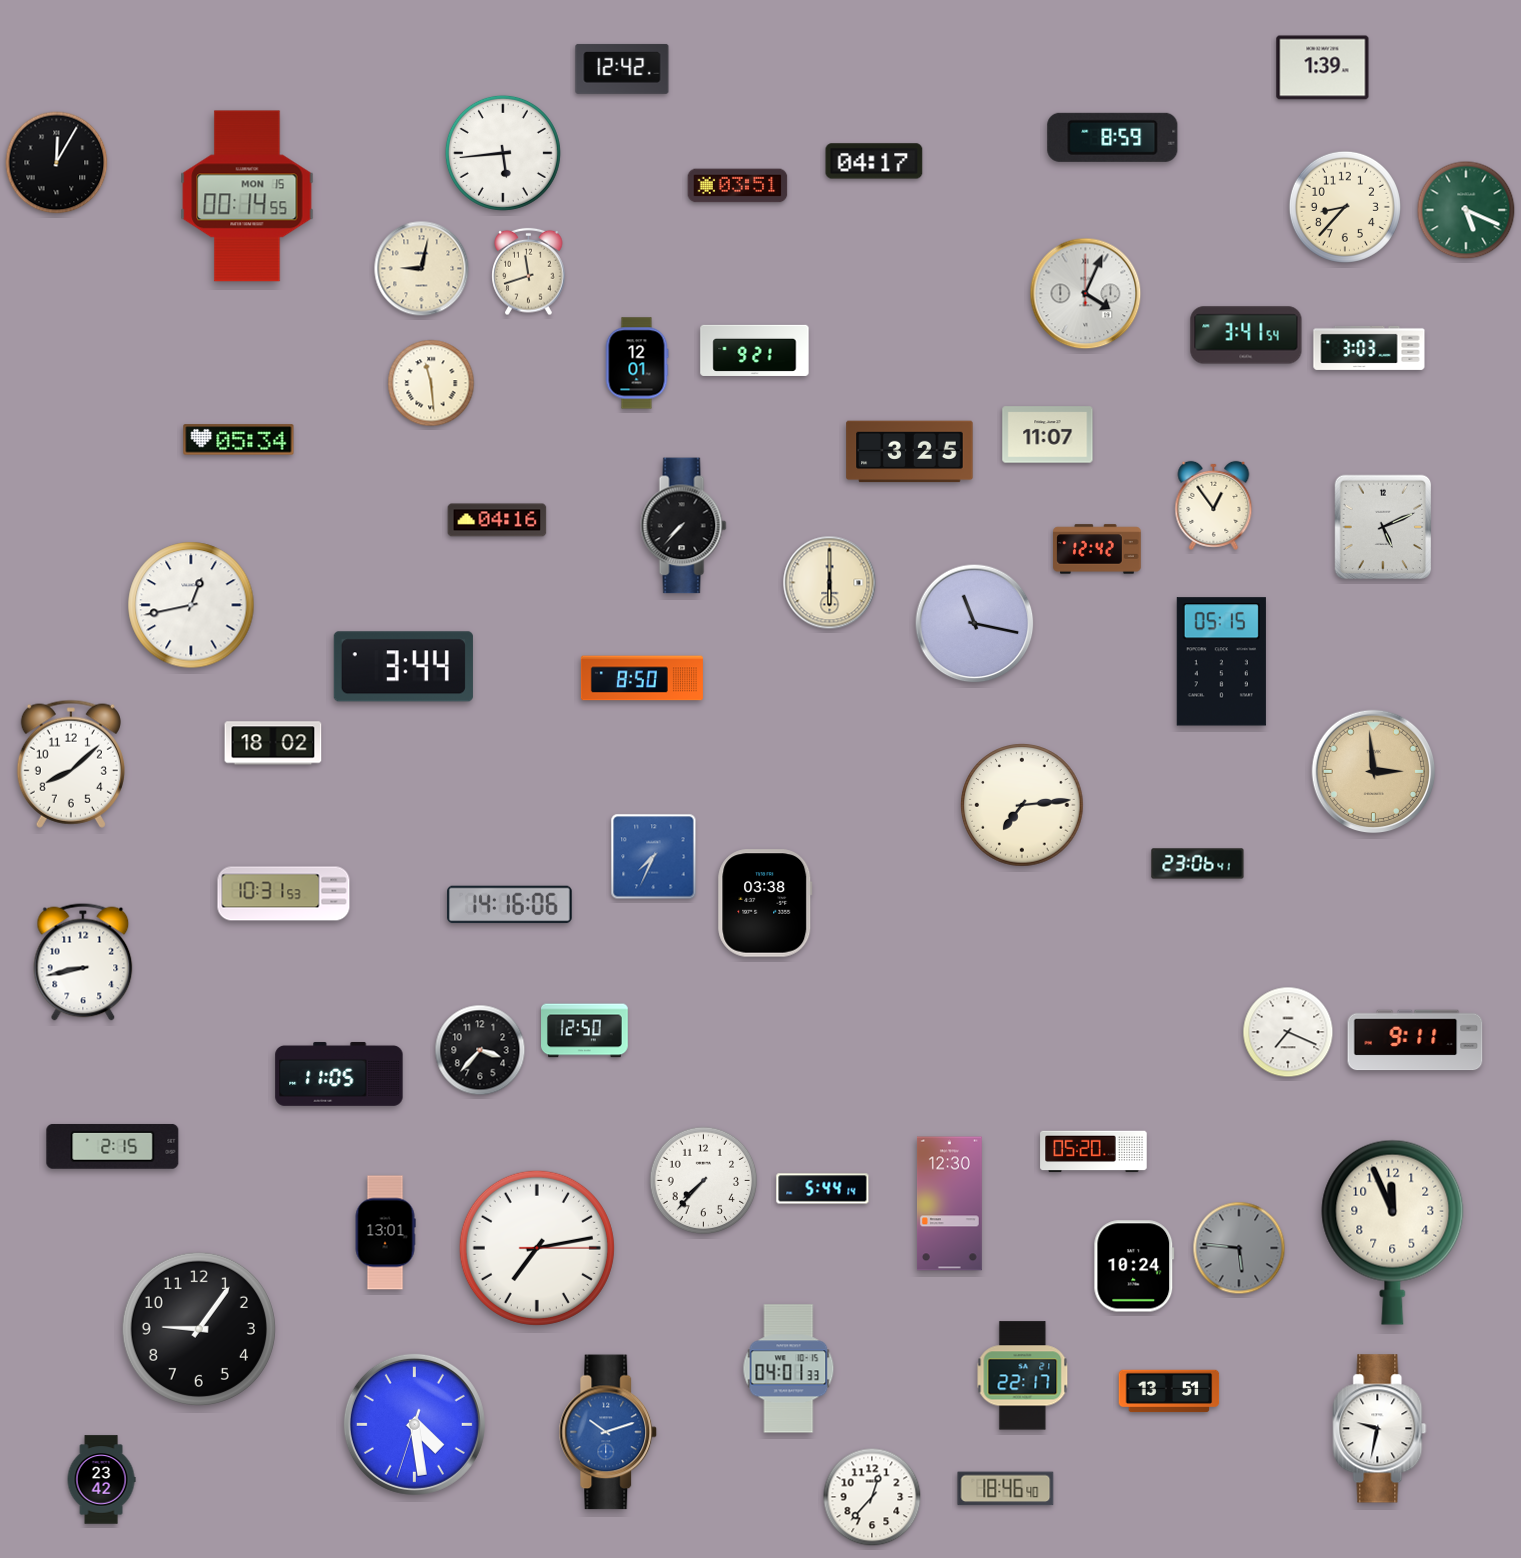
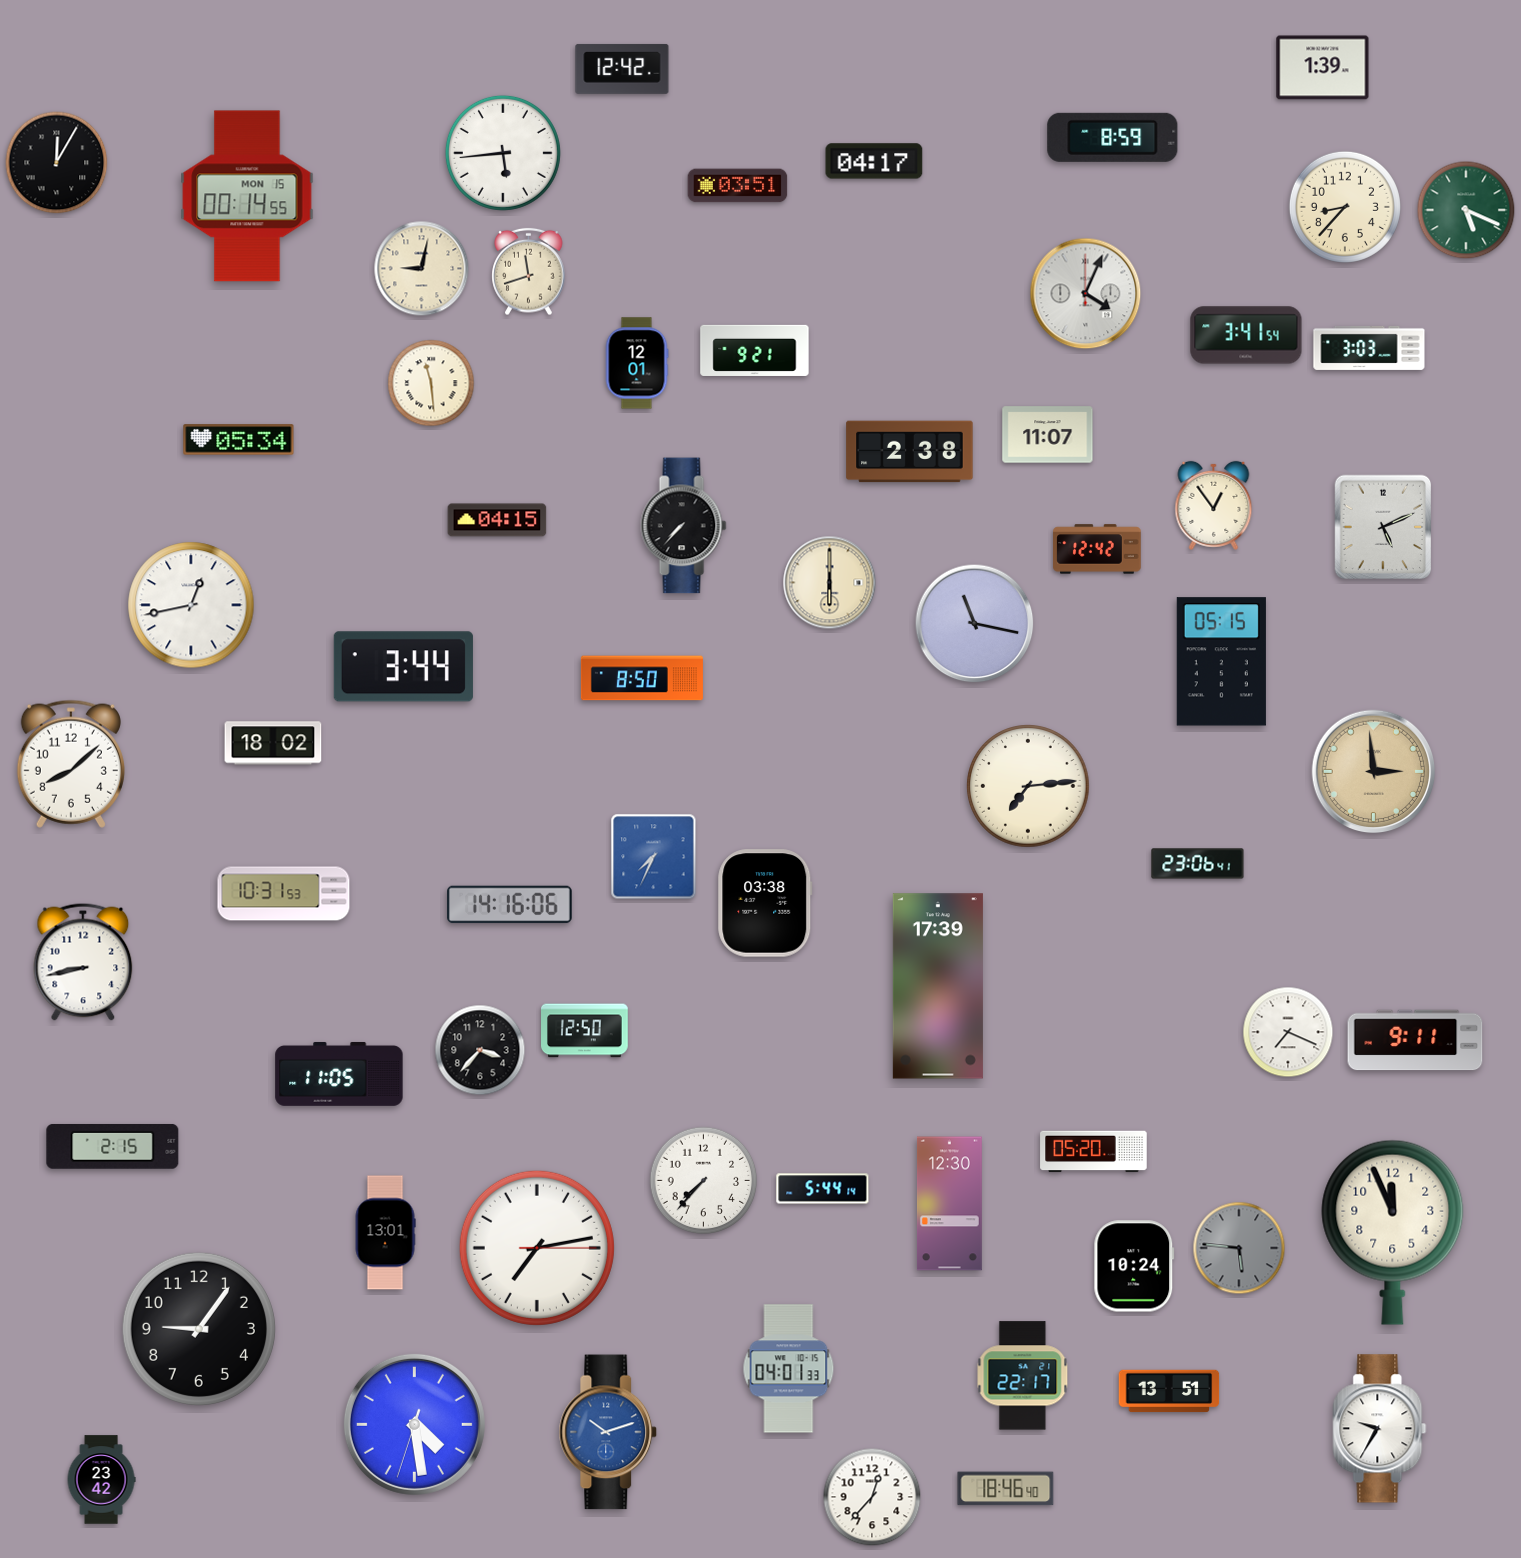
clock at (910, 452): 3:25 -> 2:38
clock at (497, 520): 04:16 -> 04:15
clock at (1022, 805) position: (1022, 805) -> (1028, 786)
clock at (938, 986): none -> 17:39
clock at (1380, 1429): 9:32 -> 9:35
